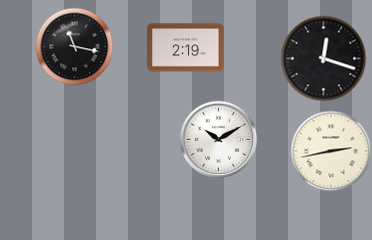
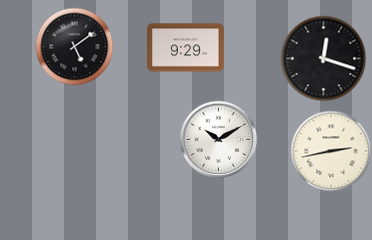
clock at (74, 46): 11:17 -> 5:09
clock at (186, 48): 2:19 -> 9:29
